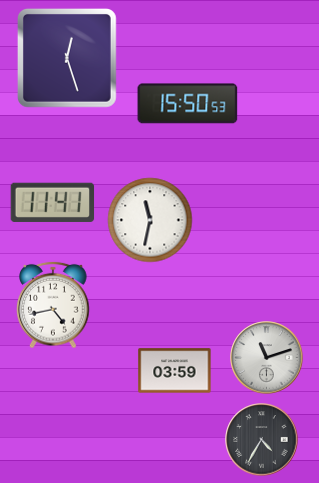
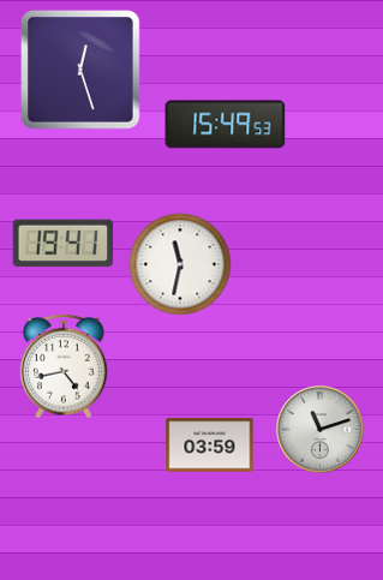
clock at (188, 104): 15:50 -> 15:49
clock at (53, 202): 11:41 -> 19:41
clock at (262, 440): 4:35 -> none
